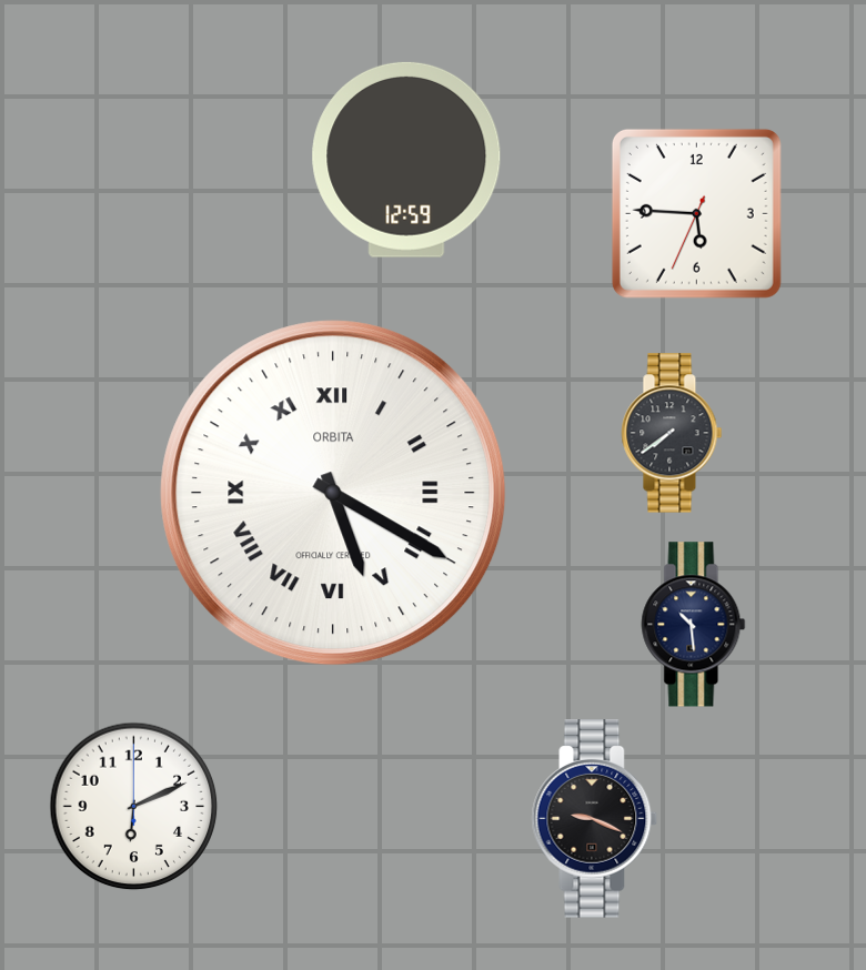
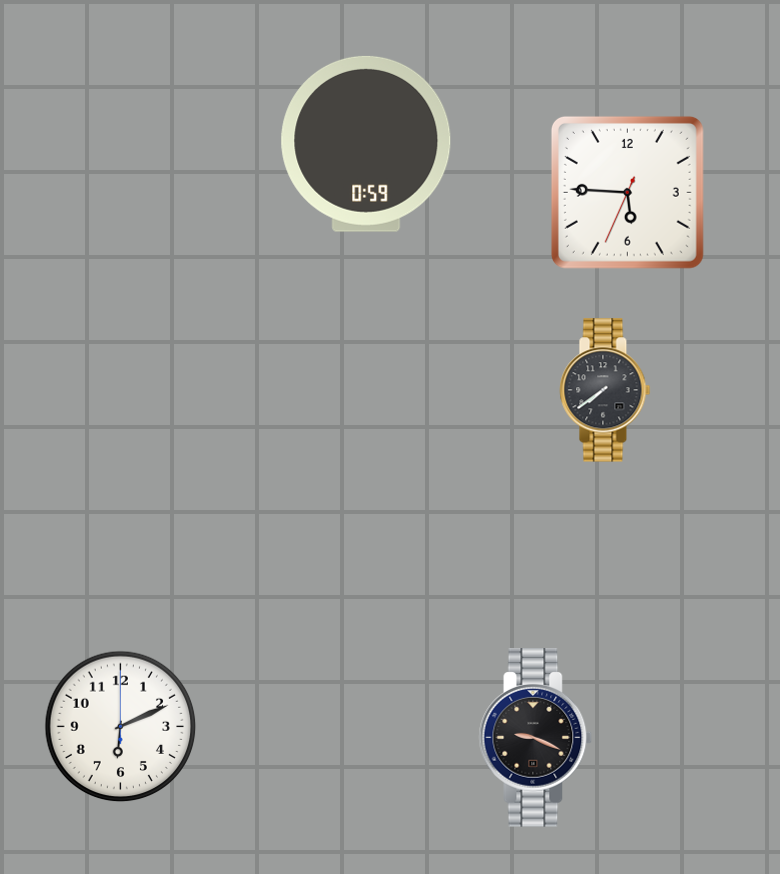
clock at (406, 160): 12:59 -> 0:59
clock at (333, 493): 5:20 -> none
clock at (694, 625): 10:29 -> none
